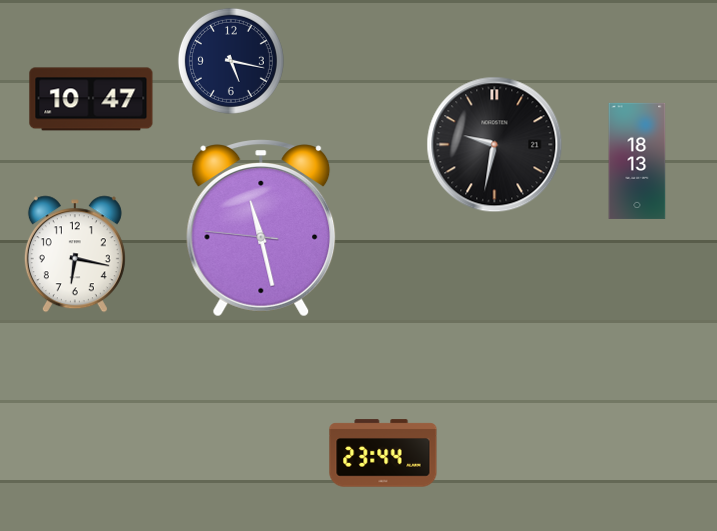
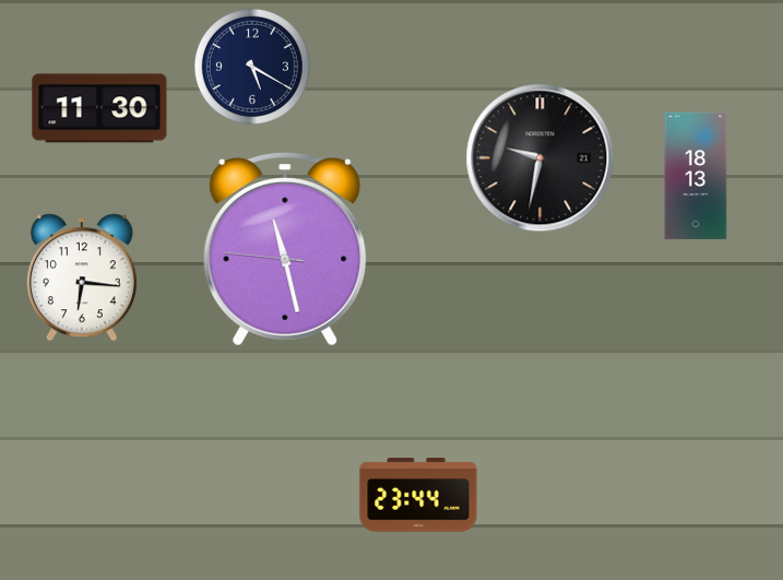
clock at (231, 61): 5:17 -> 5:20
clock at (91, 99): 10:47 -> 11:30
clock at (75, 254): 6:17 -> 6:16
